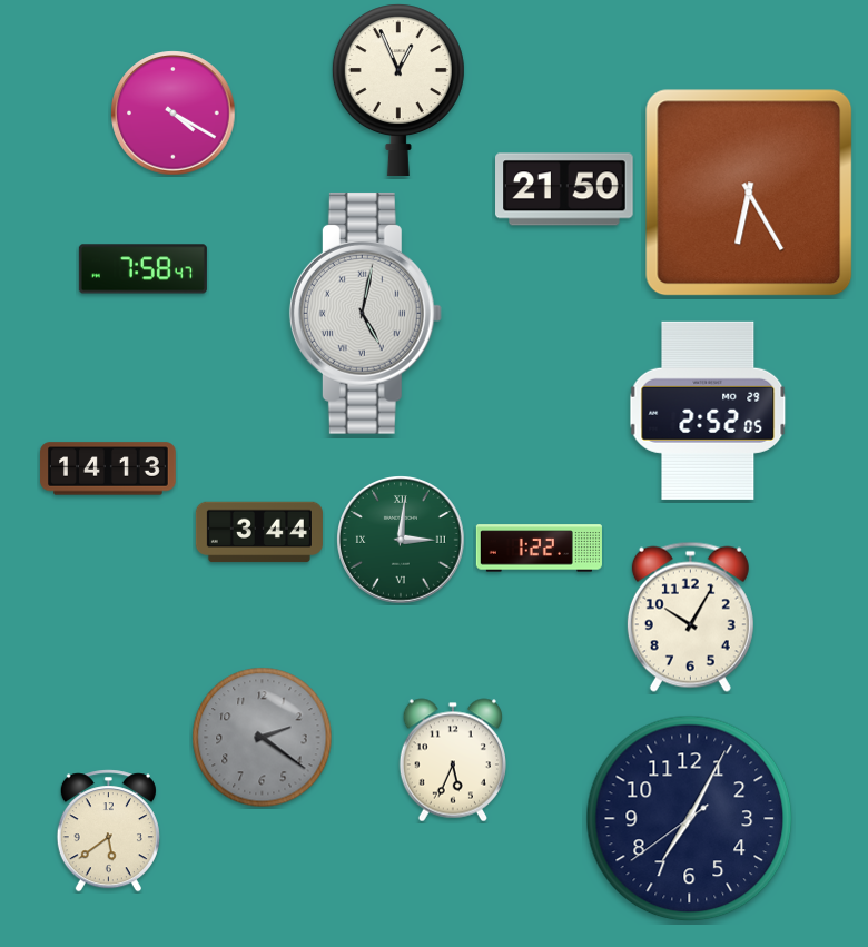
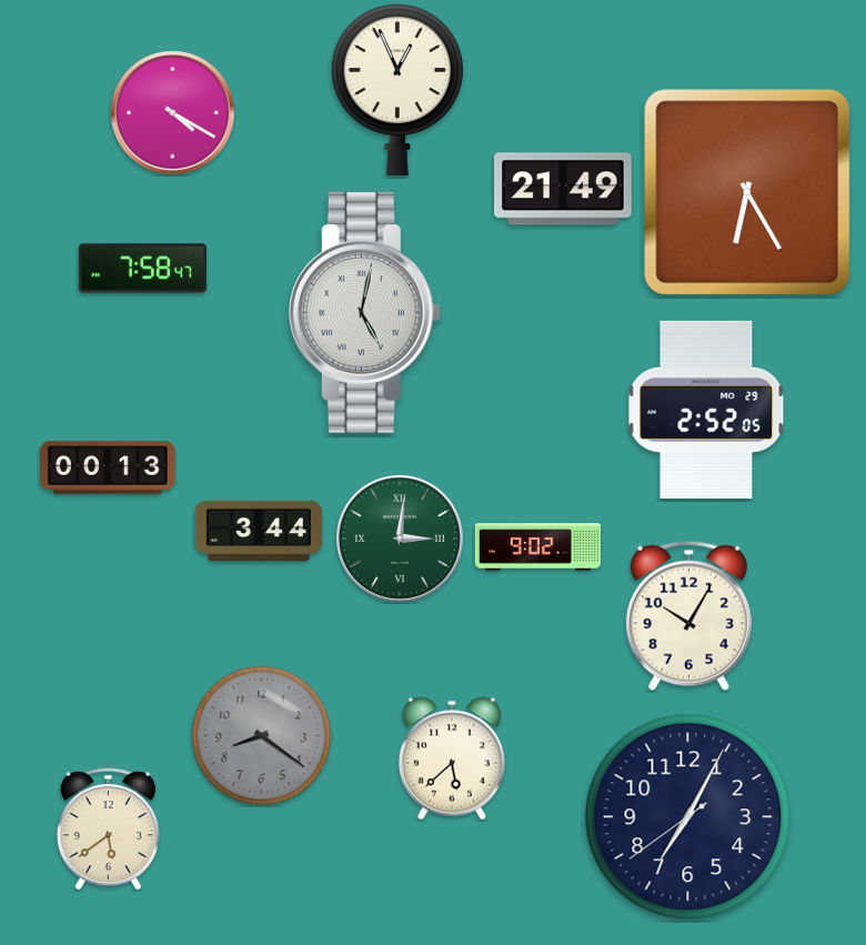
clock at (564, 189): 21:50 -> 21:49
clock at (108, 468): 14:13 -> 00:13
clock at (539, 549): 1:22 -> 9:02
clock at (263, 738): 2:21 -> 8:21
clock at (453, 760): 5:34 -> 5:38
